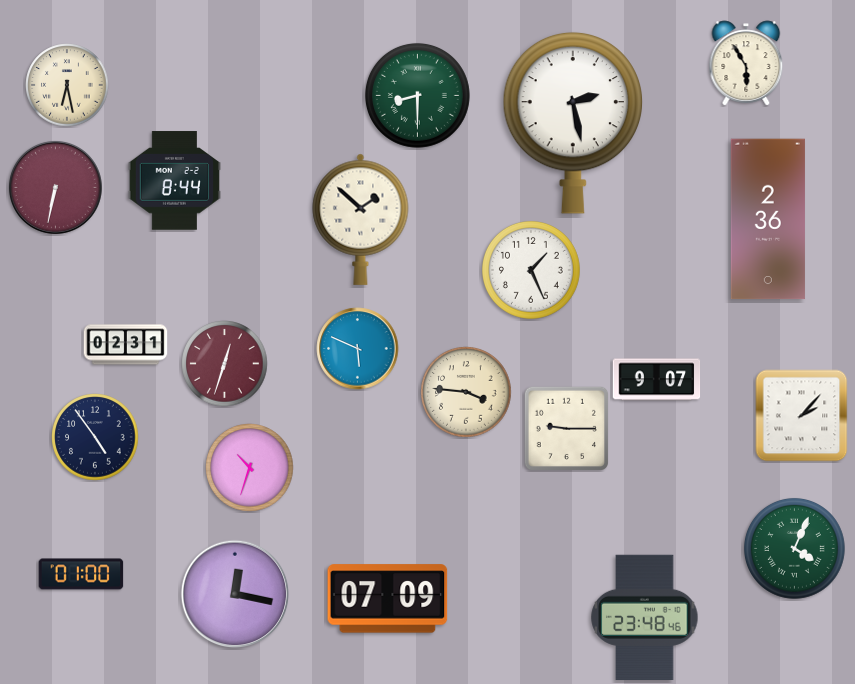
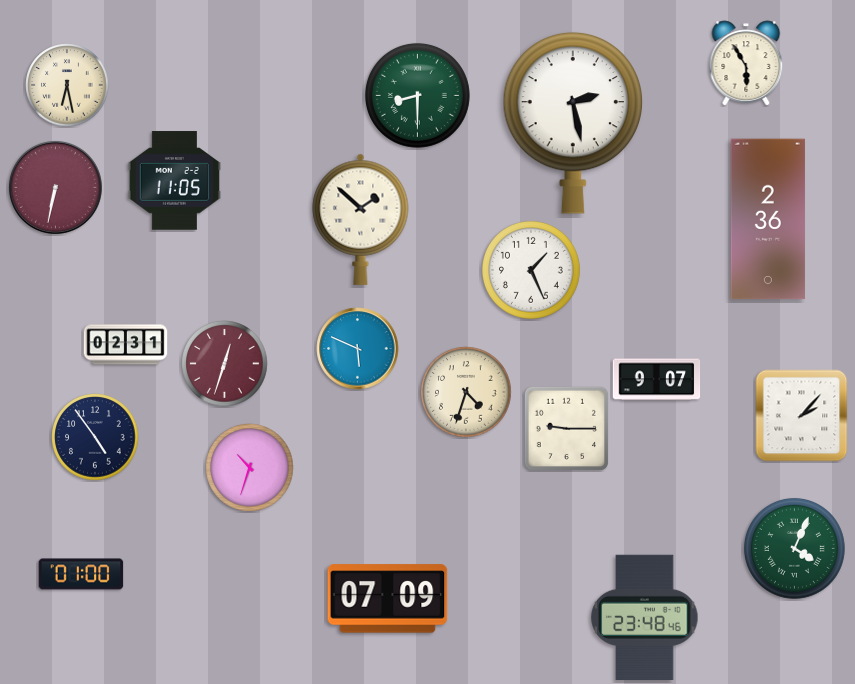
clock at (174, 181): 8:44 -> 11:05
clock at (466, 392): 3:46 -> 4:33
clock at (235, 594): 12:17 -> none
